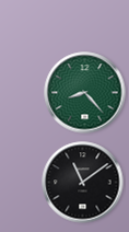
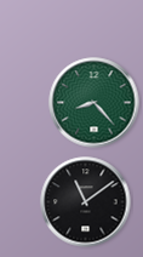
clock at (83, 183) position: (83, 183) -> (86, 202)
